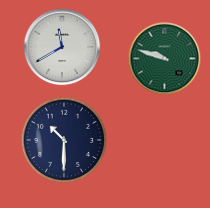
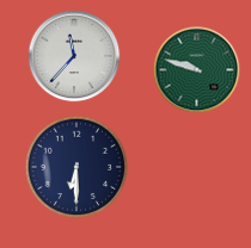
clock at (62, 47): 11:40 -> 11:37
clock at (64, 140): 10:30 -> 6:30
